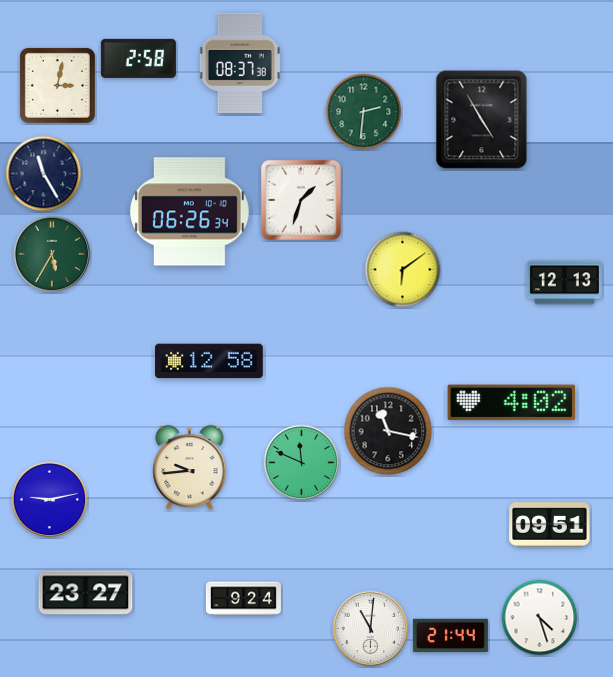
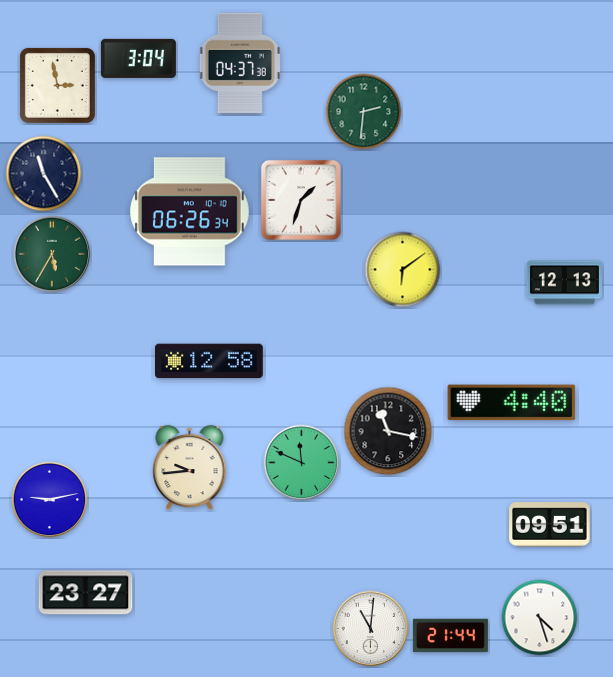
clock at (138, 58): 2:58 -> 3:04
clock at (240, 63): 08:37 -> 04:37
clock at (57, 85): 3:02 -> 2:58
clock at (482, 120): 4:55 -> none
clock at (512, 403): 4:02 -> 4:40
clock at (243, 599): 9:24 -> none
